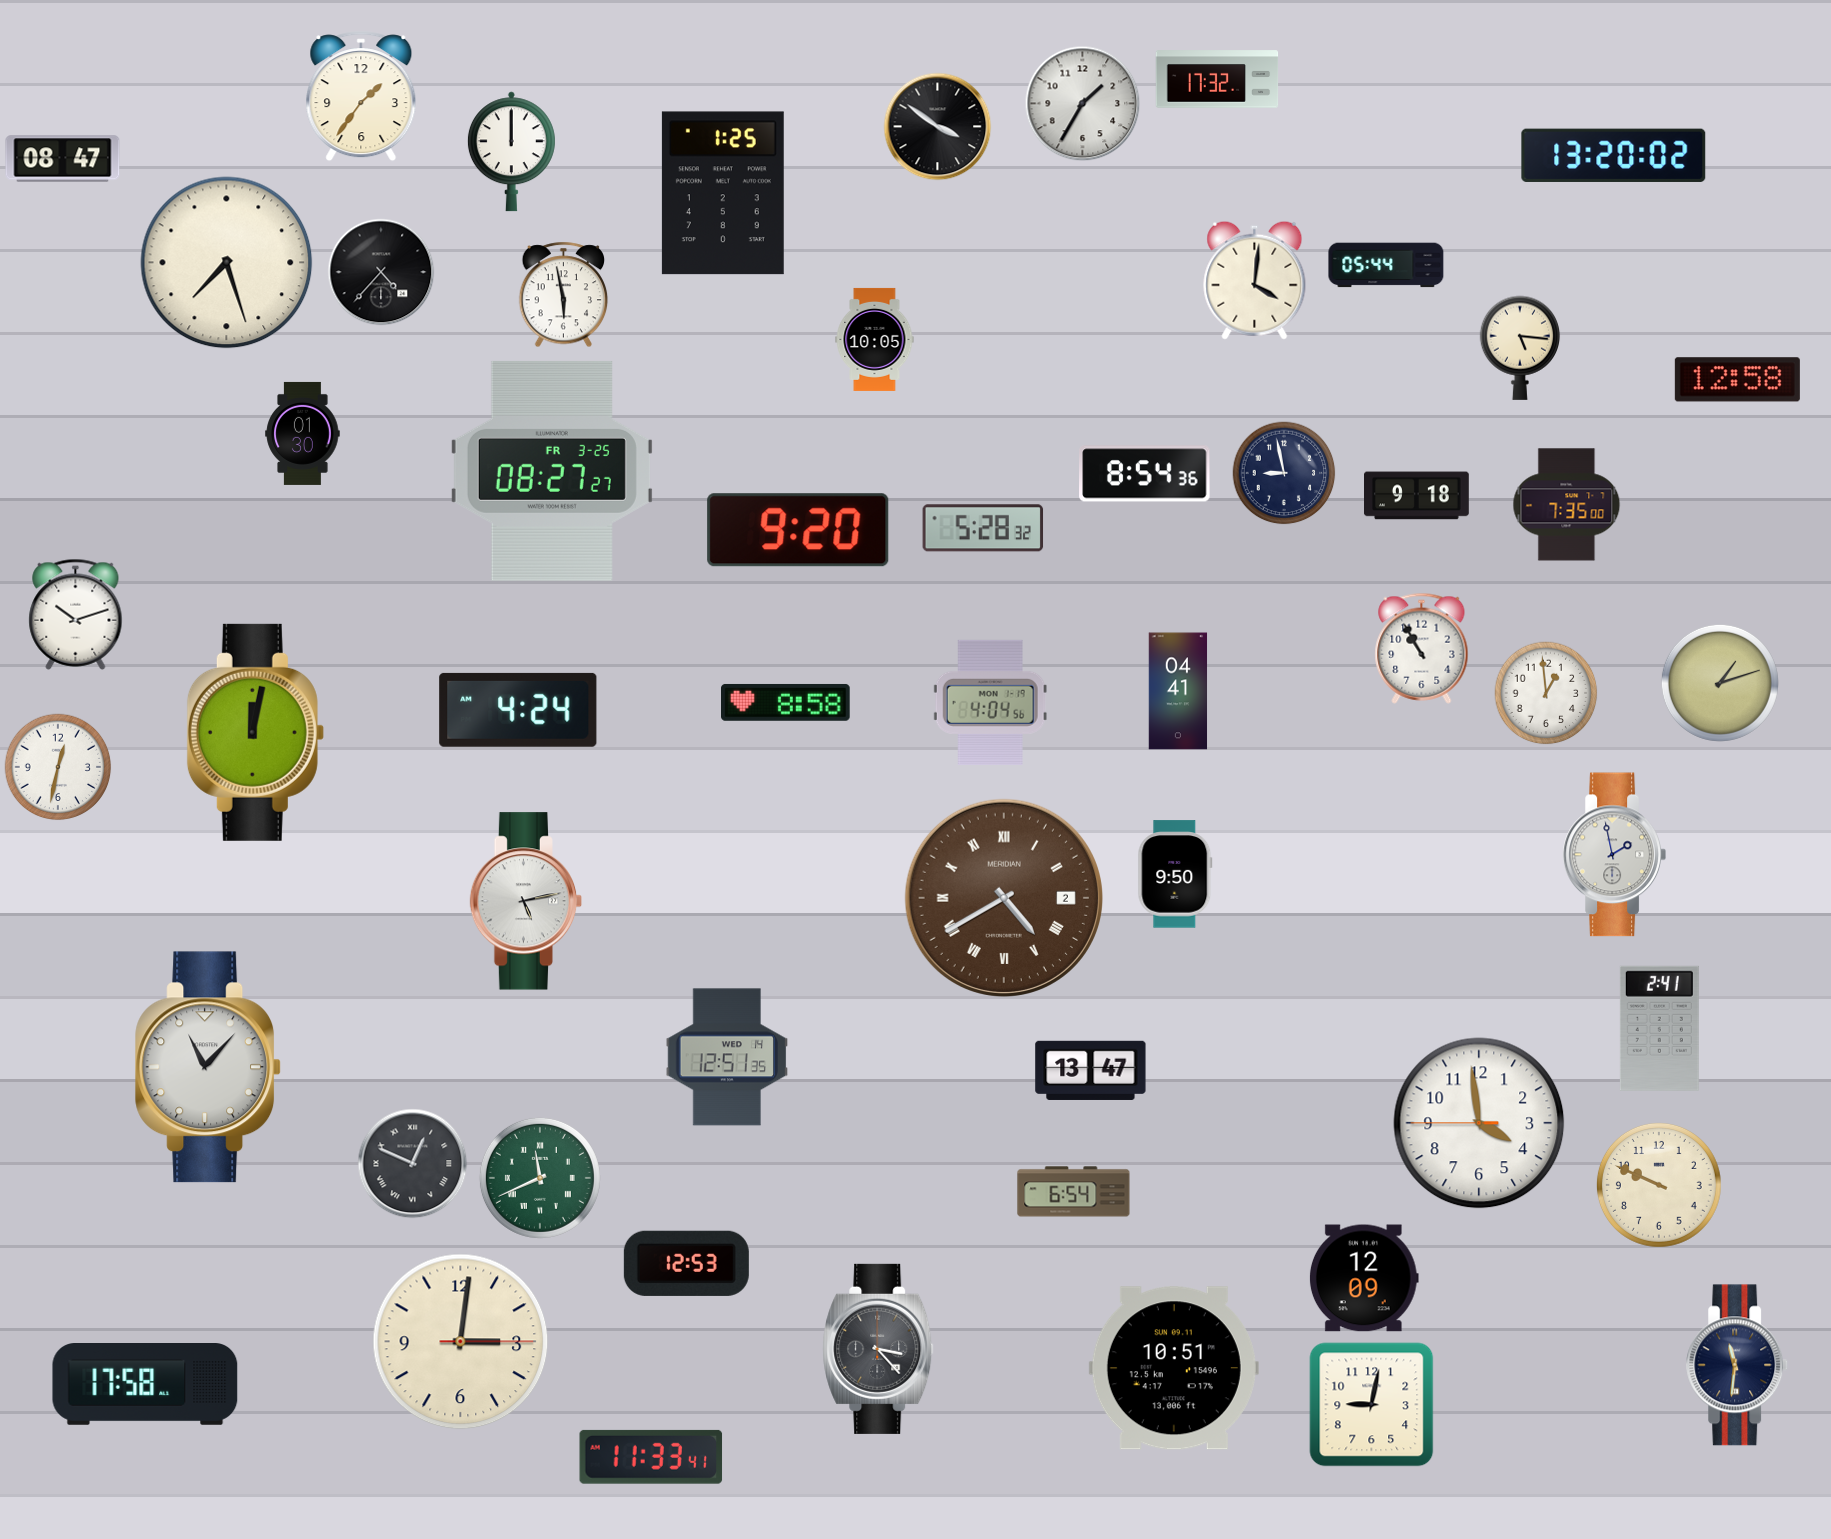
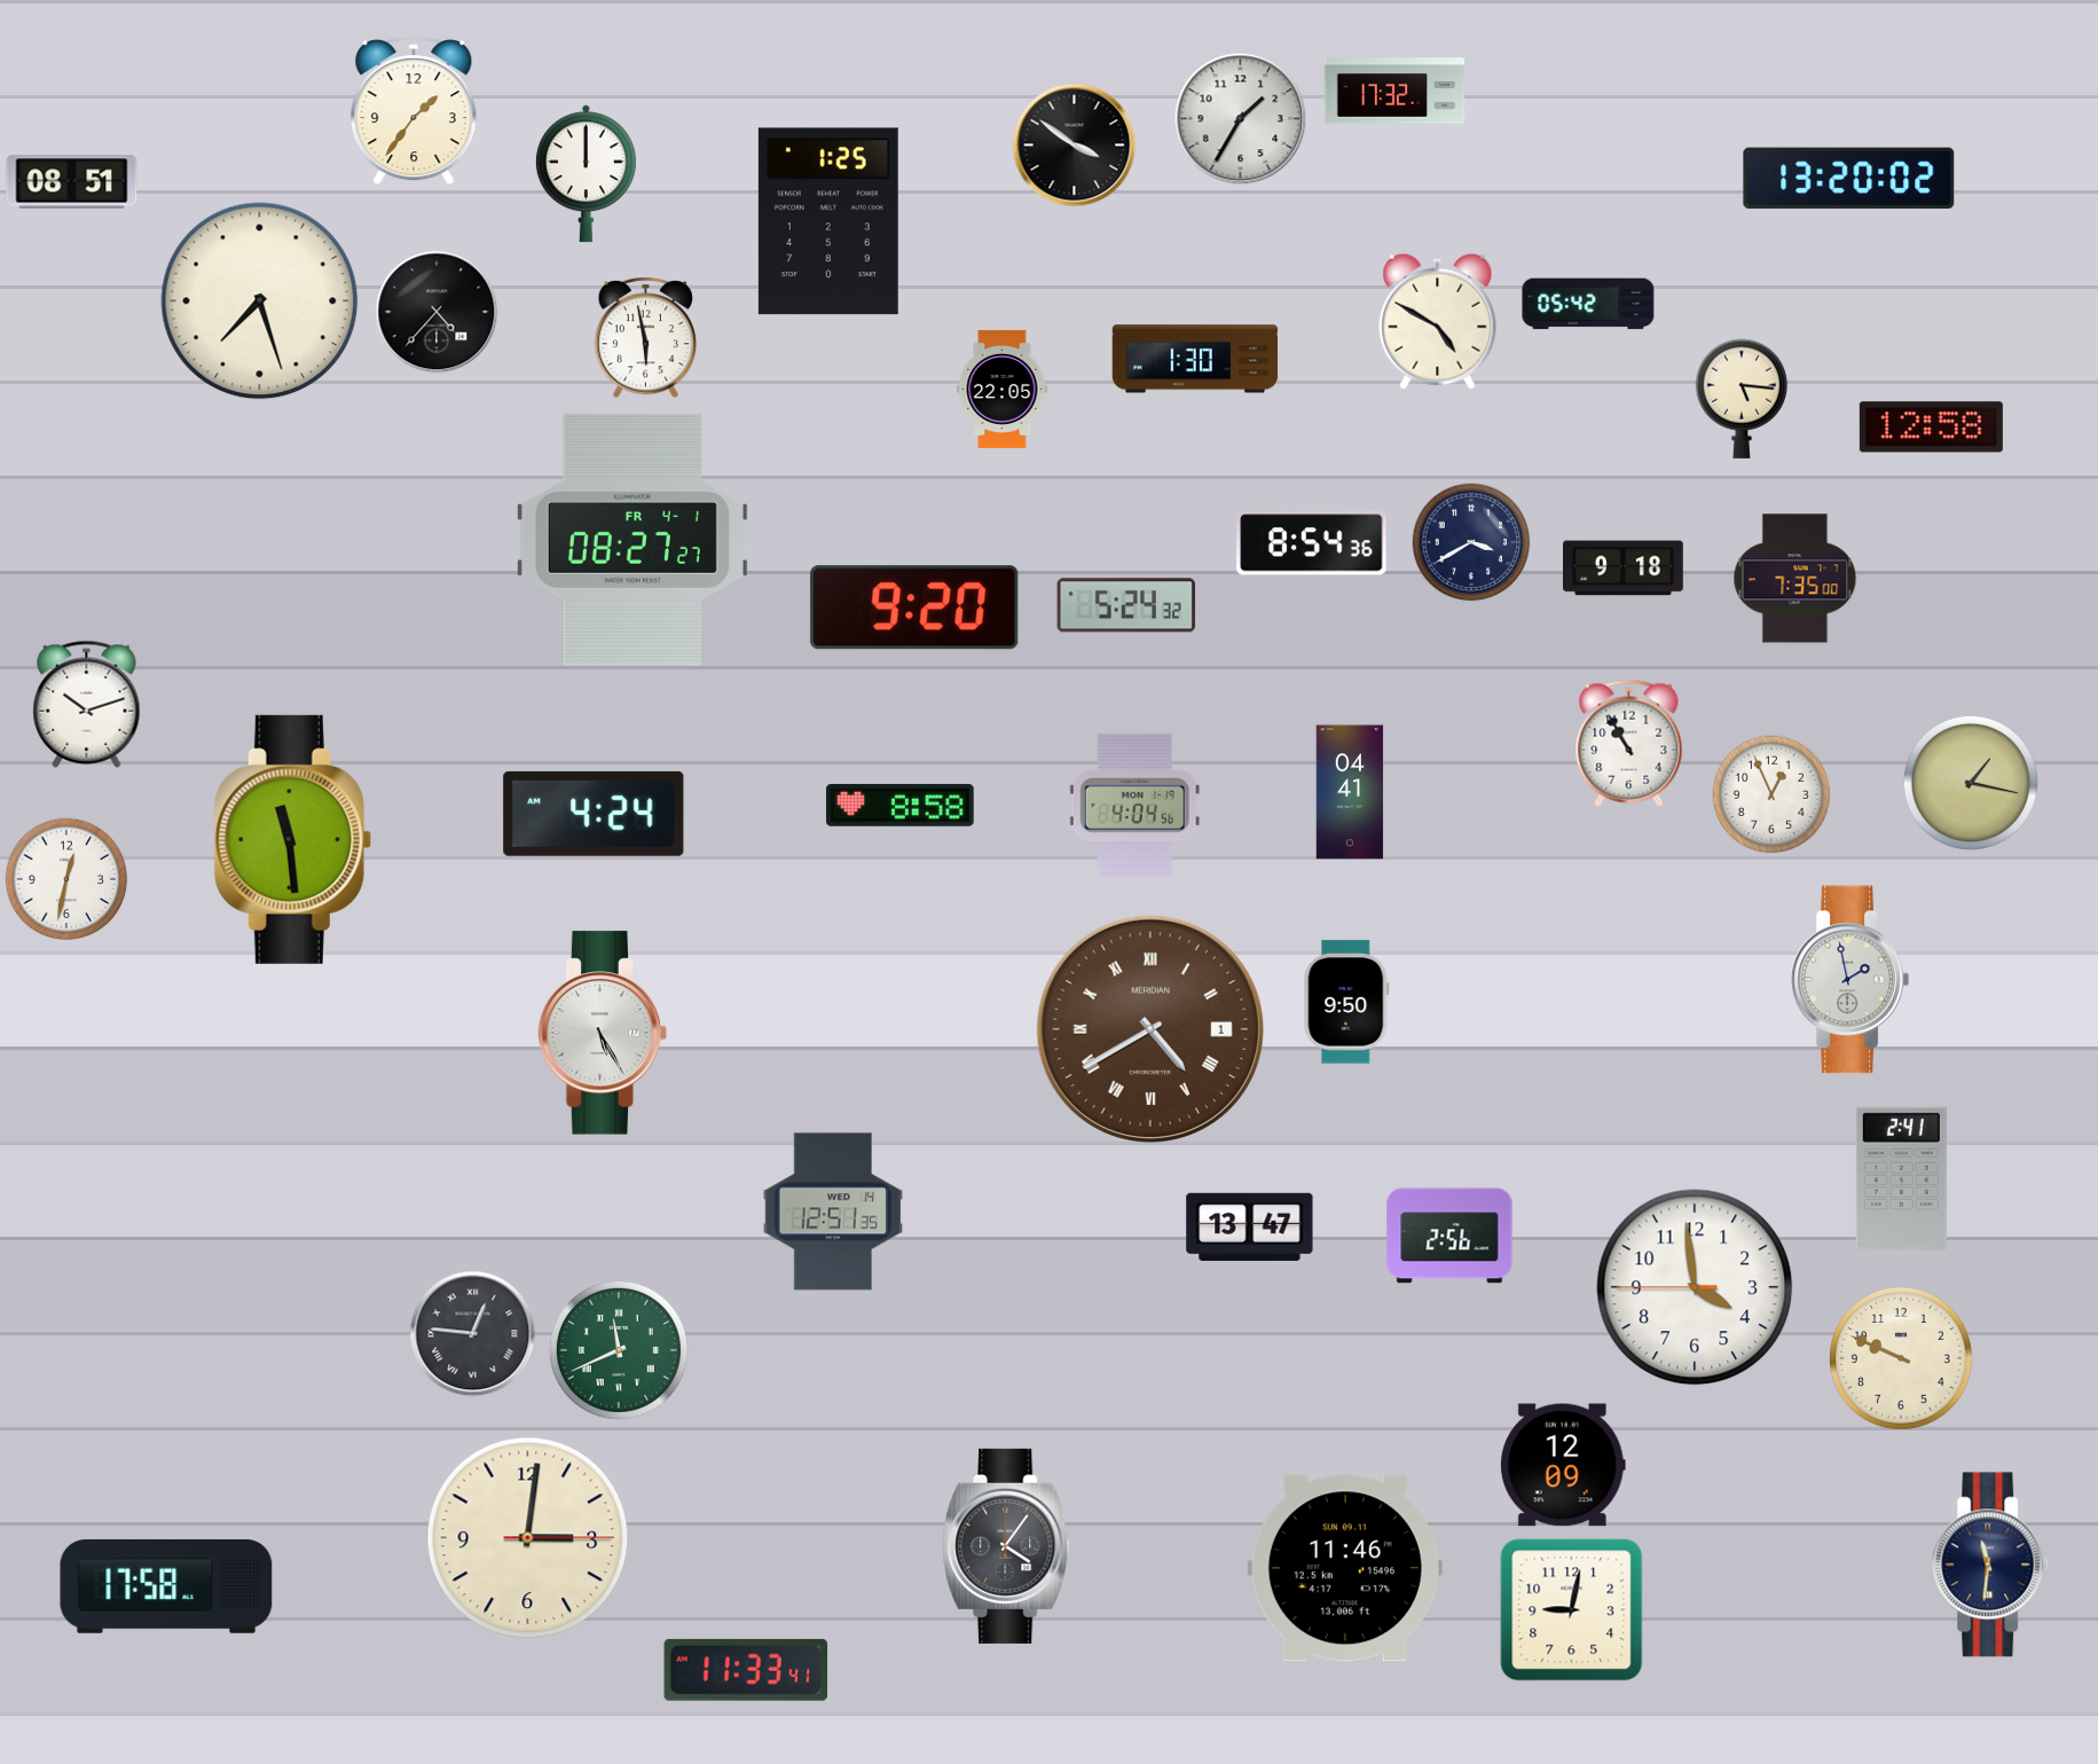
clock at (63, 159): 08:47 -> 08:51
clock at (1386, 265): 05:44 -> 05:42
clock at (1255, 280): 4:01 -> 4:50
clock at (1195, 359): none -> 1:30
clock at (875, 339): 10:05 -> 22:05
clock at (1737, 380) position: (1737, 380) -> (1931, 428)
clock at (303, 433): 01:30 -> none
clock at (552, 471) date: FR 3-25 -> FR 4-1
clock at (1284, 473): 8:58 -> 3:40
clock at (983, 528): 5:28 -> 5:24
clock at (1720, 683): 1:12 -> 1:17
clock at (1546, 693): 12:59 -> 12:56
clock at (255, 732): 12:02 -> 11:29
clock at (1004, 898) date: 2 -> 1
clock at (526, 901): 5:13 -> 5:25
clock at (209, 1067): 11:07 -> none
clock at (1449, 1236): none -> 2:56
clock at (413, 1164): 12:49 -> 12:46
clock at (1074, 1192): 6:54 -> none
clock at (686, 1263): 12:53 -> none
clock at (878, 1349): 3:23 -> 4:06
clock at (1174, 1368): 10:51 -> 11:46
